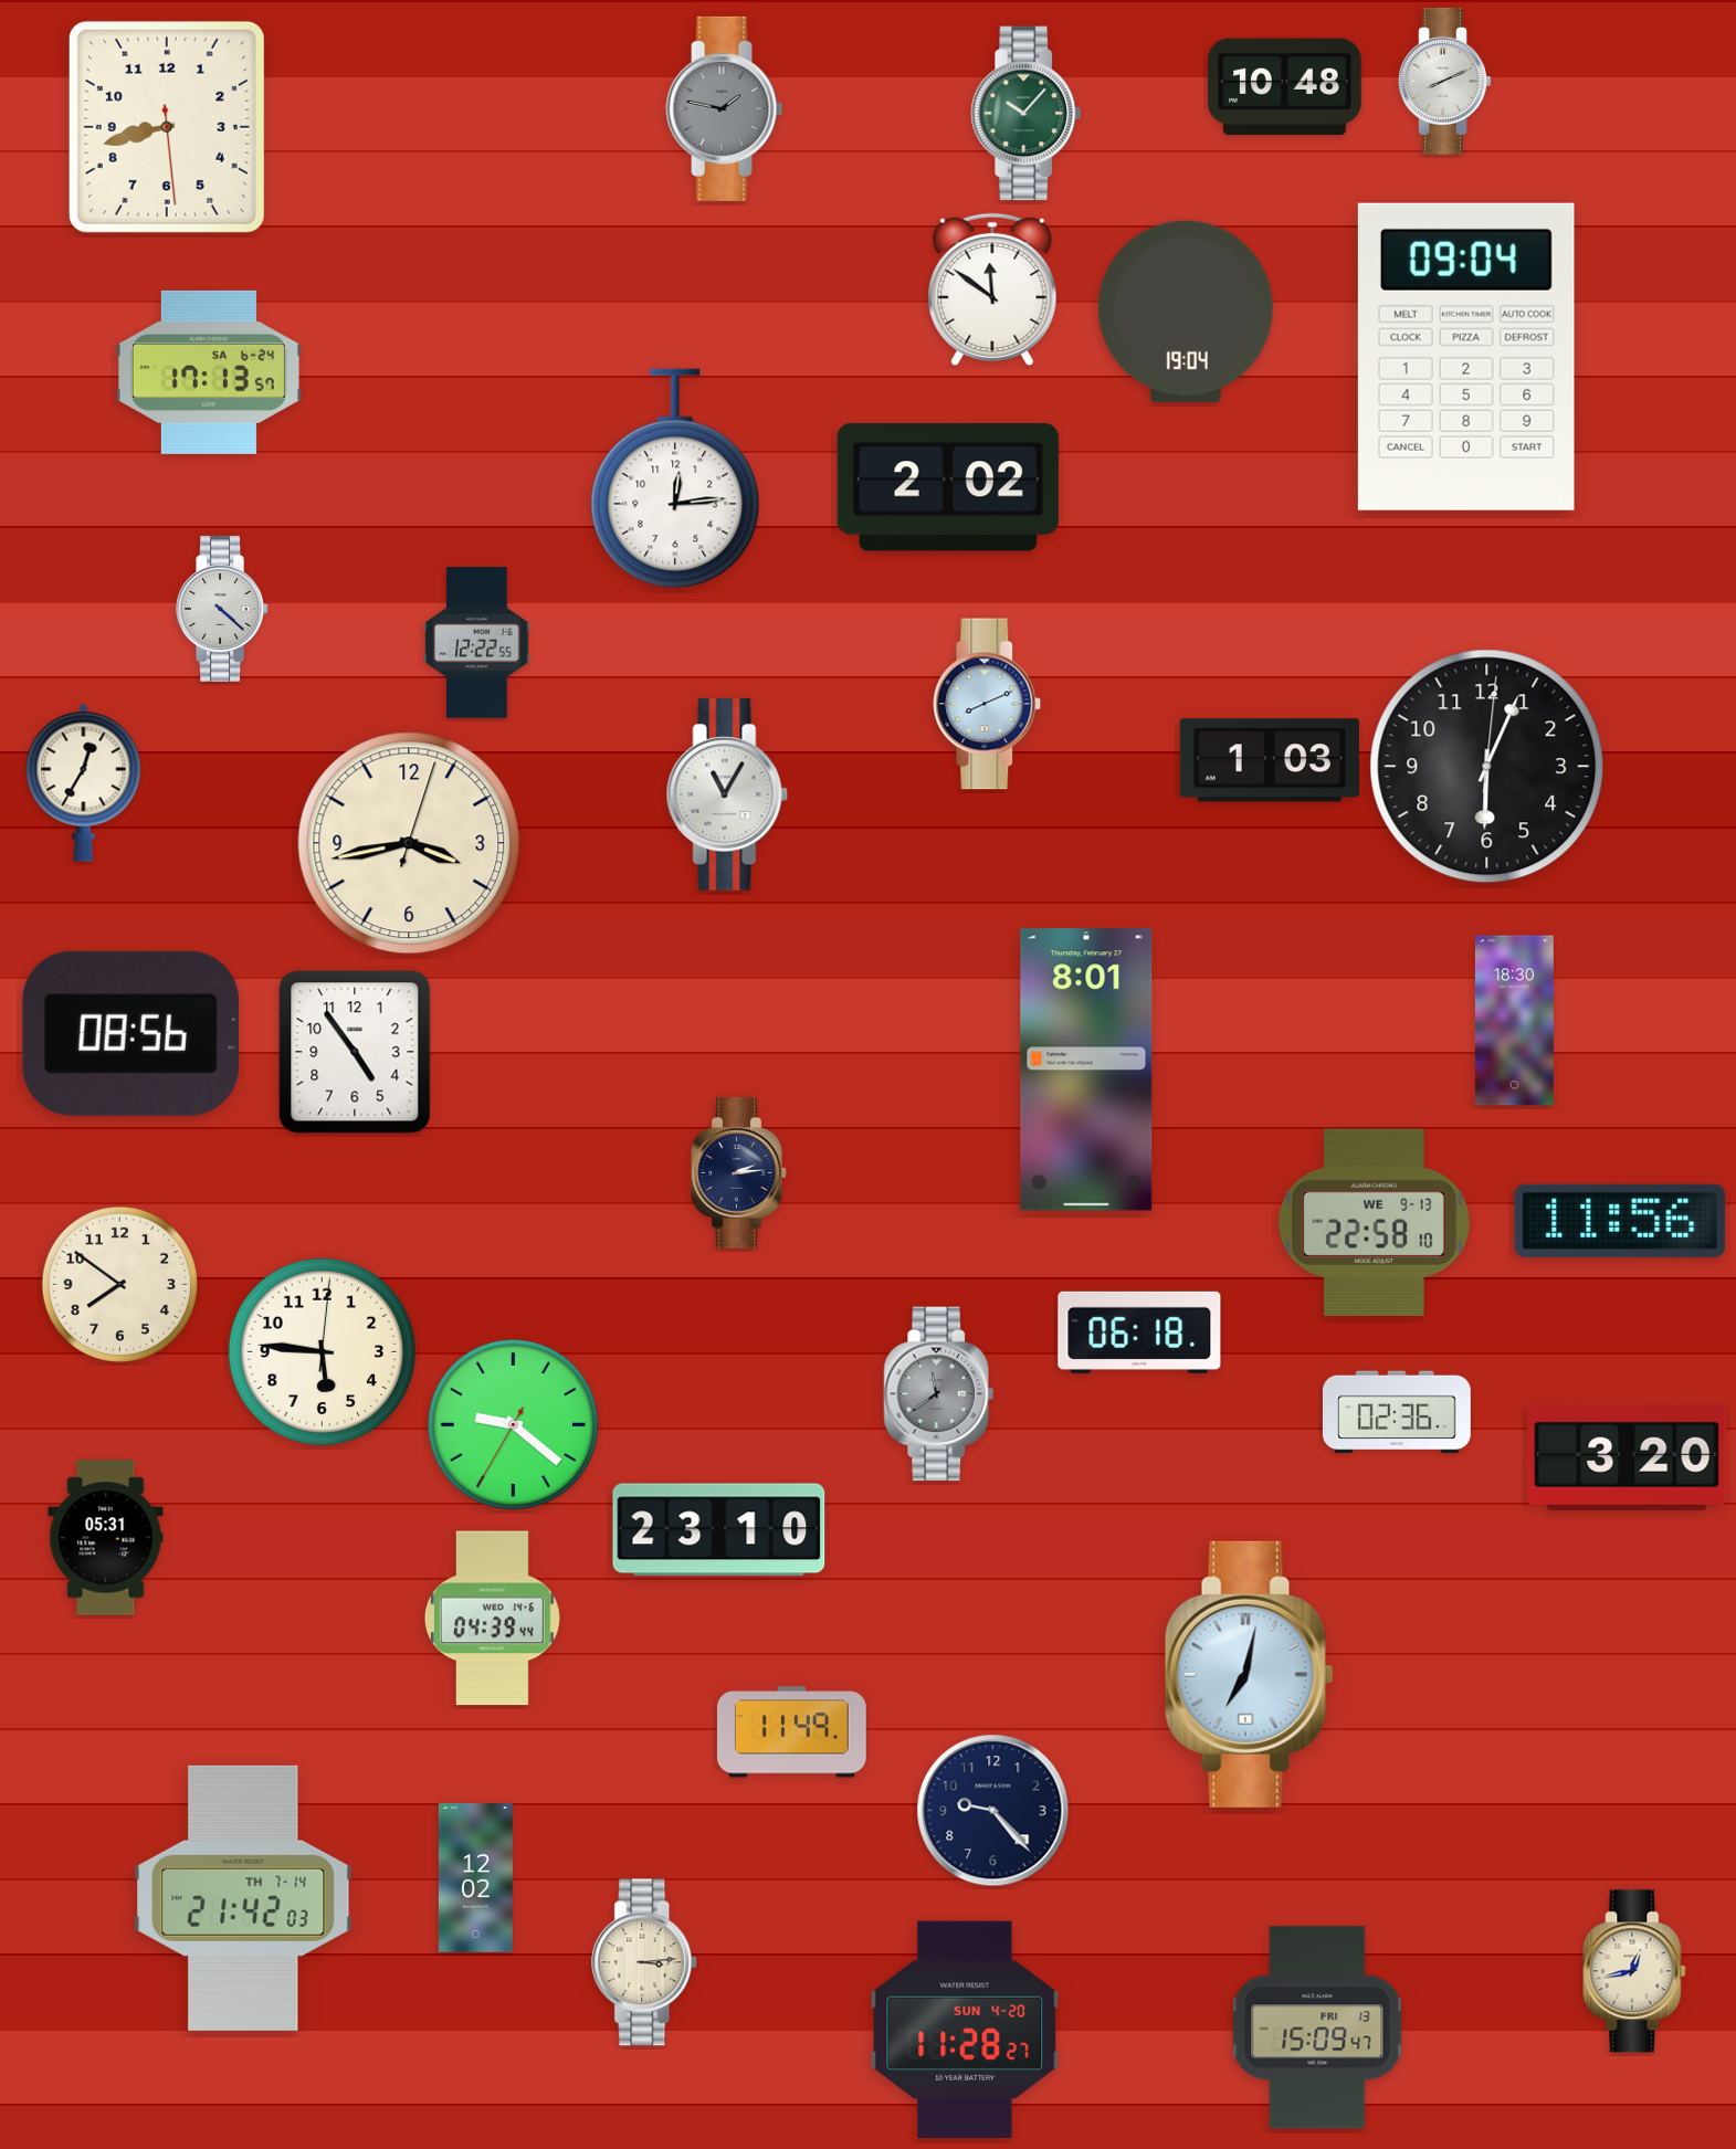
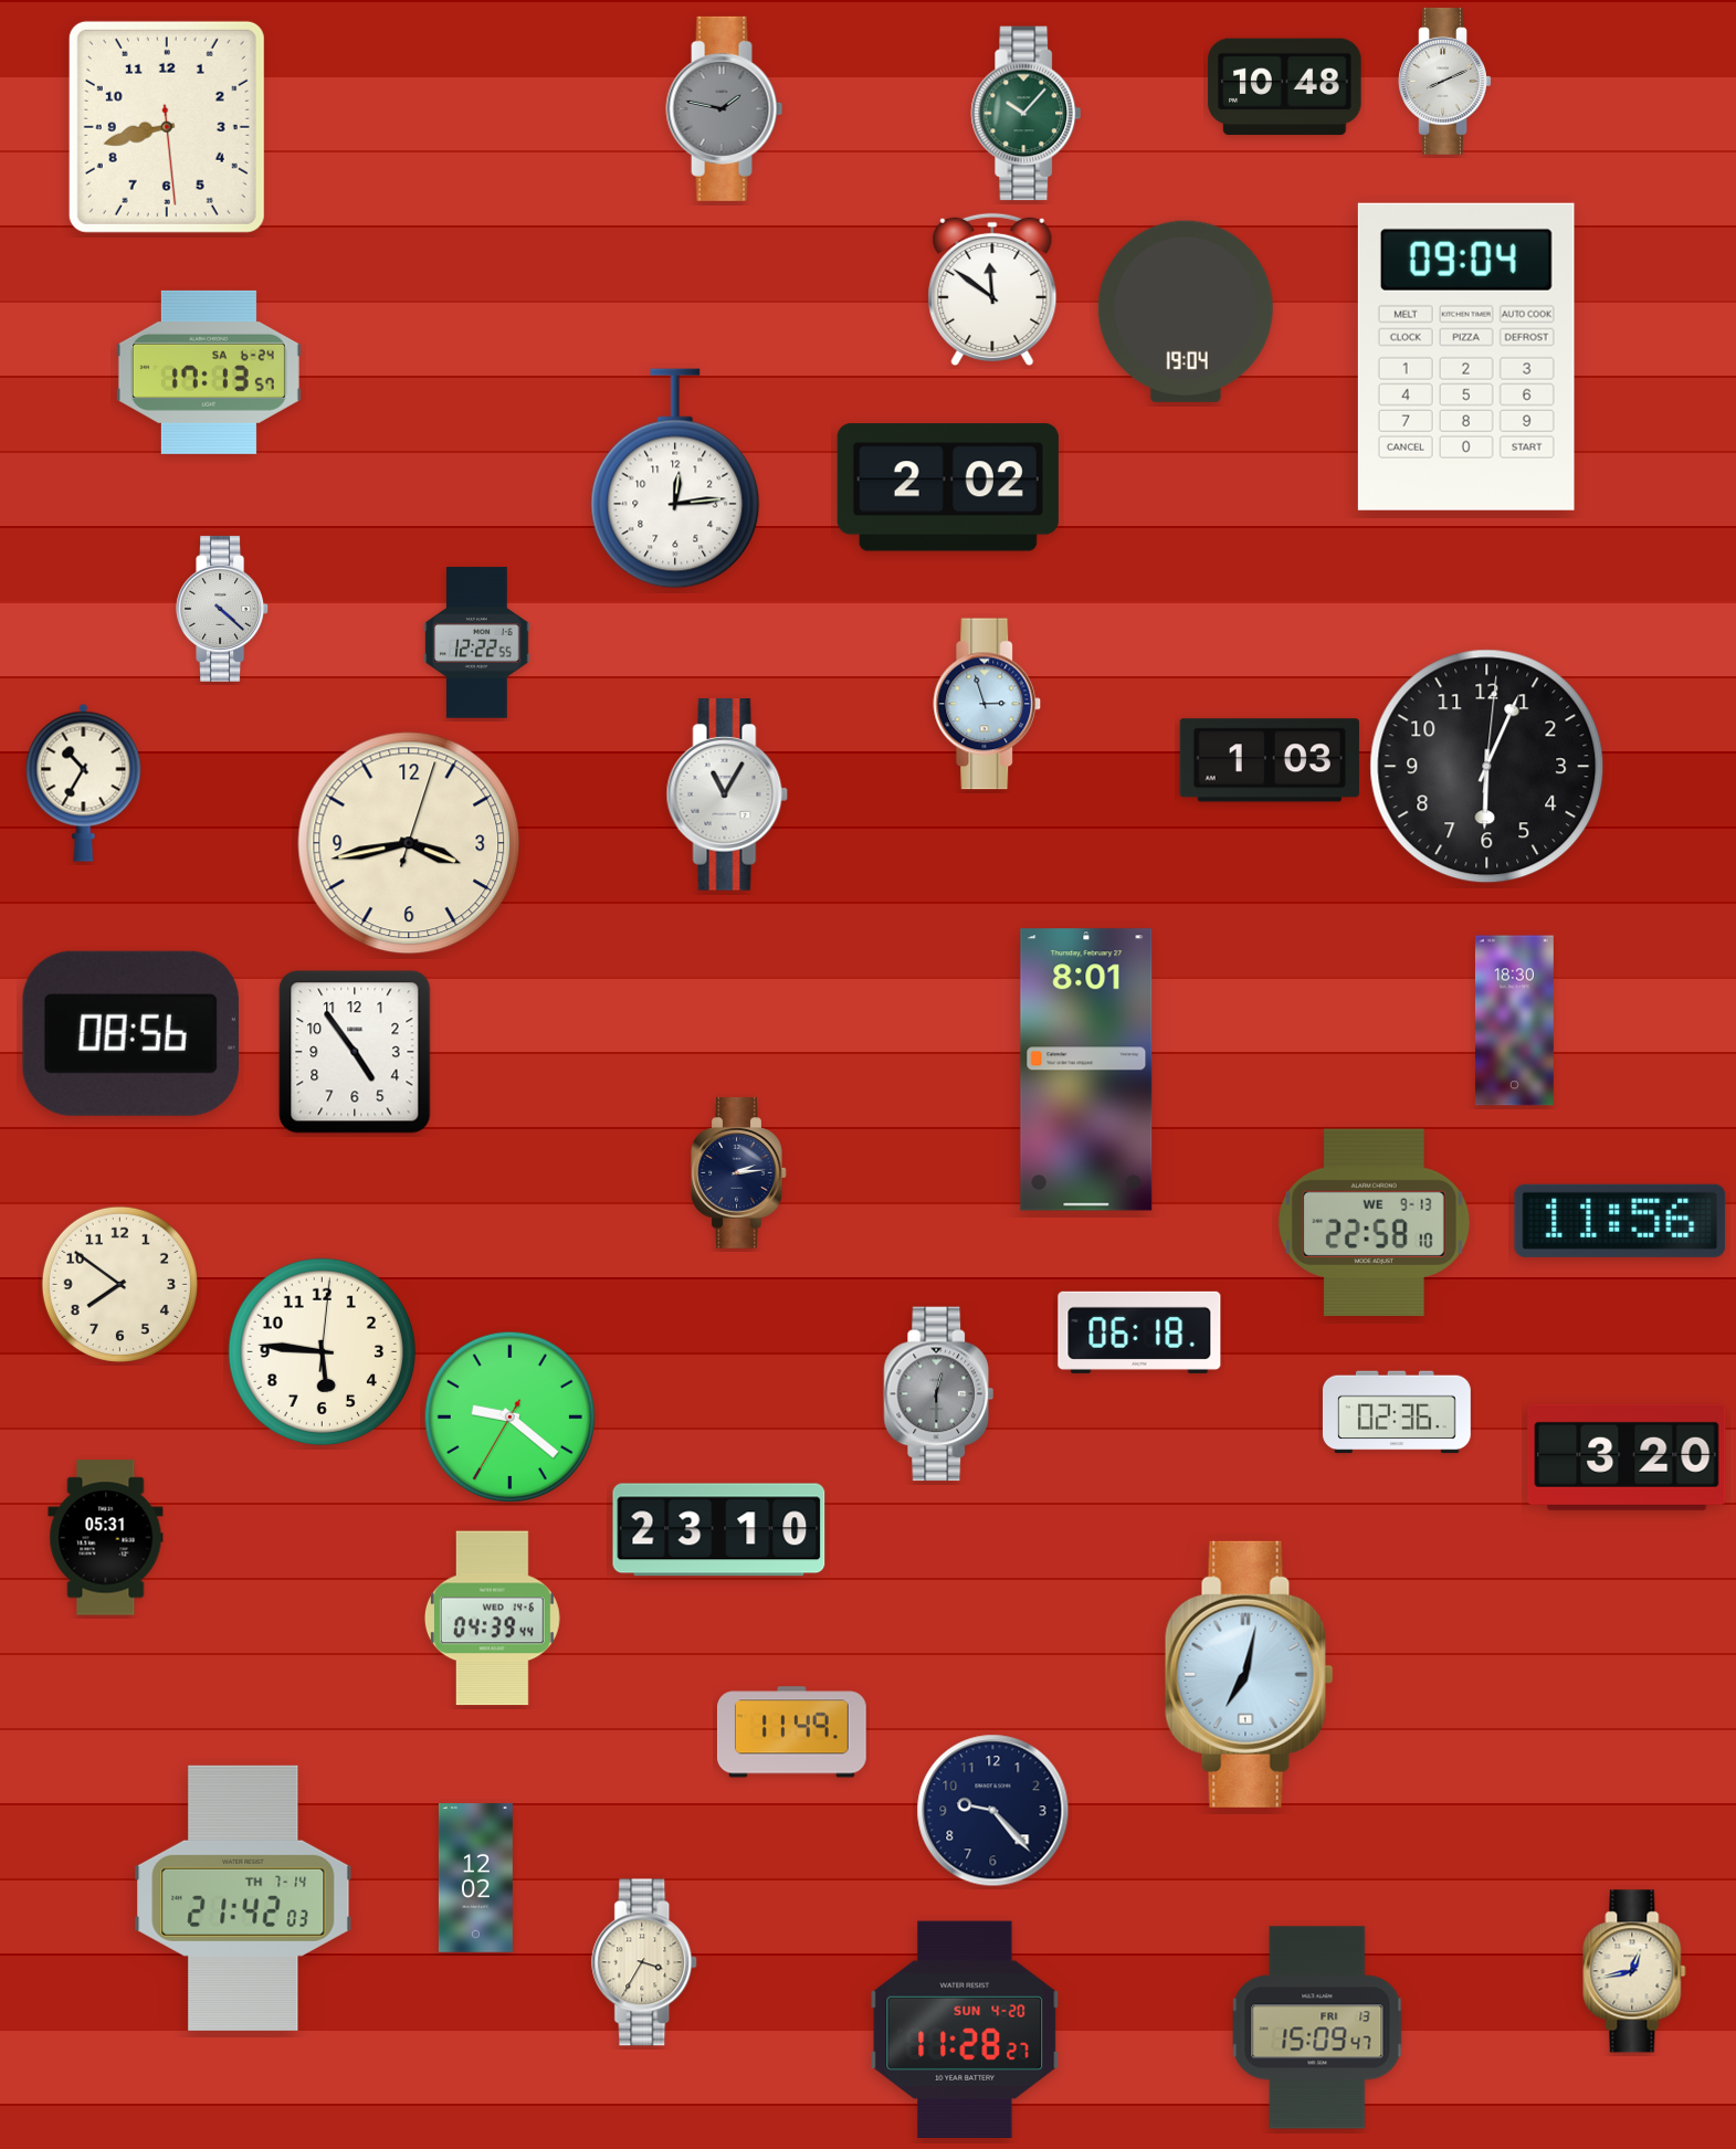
clock at (987, 704): 8:11 -> 2:57
clock at (84, 782): 12:35 -> 10:35
clock at (939, 1394): 11:39 -> 12:30
clock at (513, 1424) position: (513, 1424) -> (509, 1416)
clock at (645, 1962): 3:14 -> 3:35
